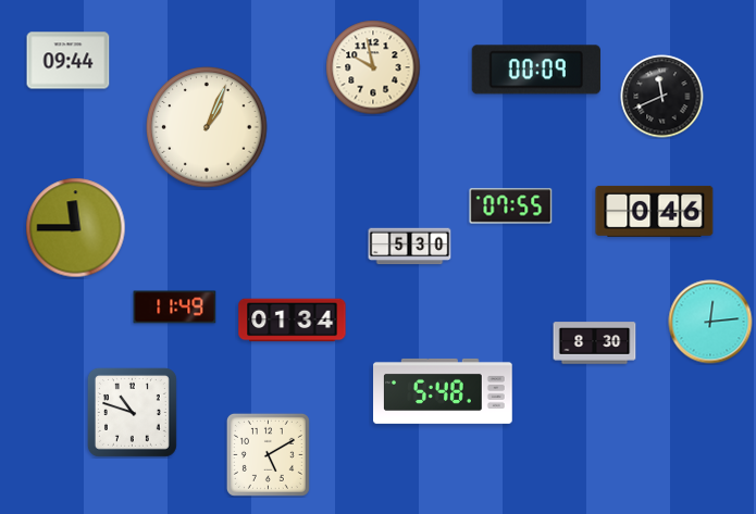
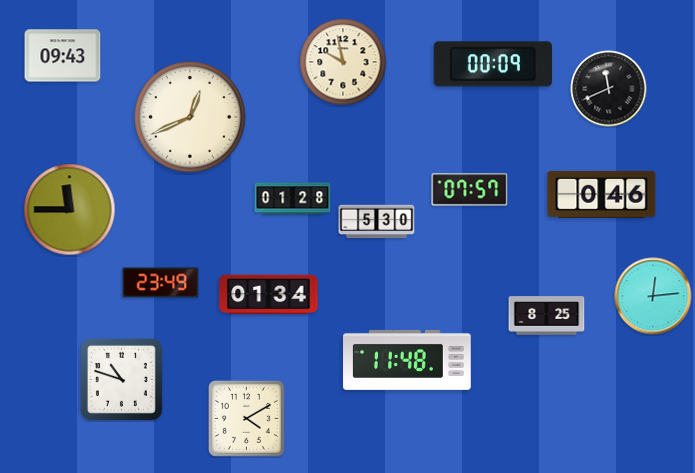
clock at (69, 61): 09:44 -> 09:43
clock at (207, 127): 1:04 -> 12:41
clock at (511, 206): 07:55 -> 07:57
clock at (293, 199): none -> 01:28
clock at (410, 247) position: (410, 247) -> (377, 222)
clock at (175, 308): 11:49 -> 23:49
clock at (595, 343): 8:30 -> 8:25
clock at (443, 391): 5:48 -> 11:48
clock at (268, 454): 5:10 -> 4:10
